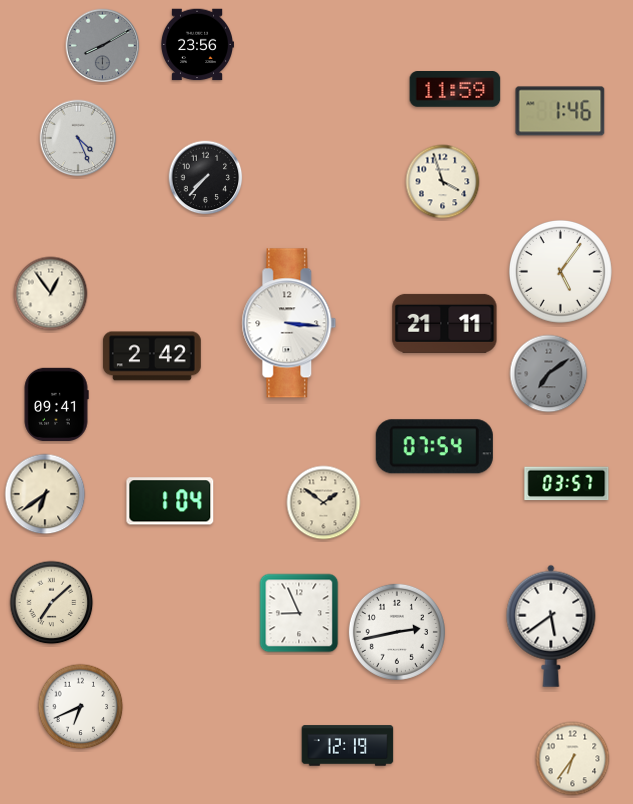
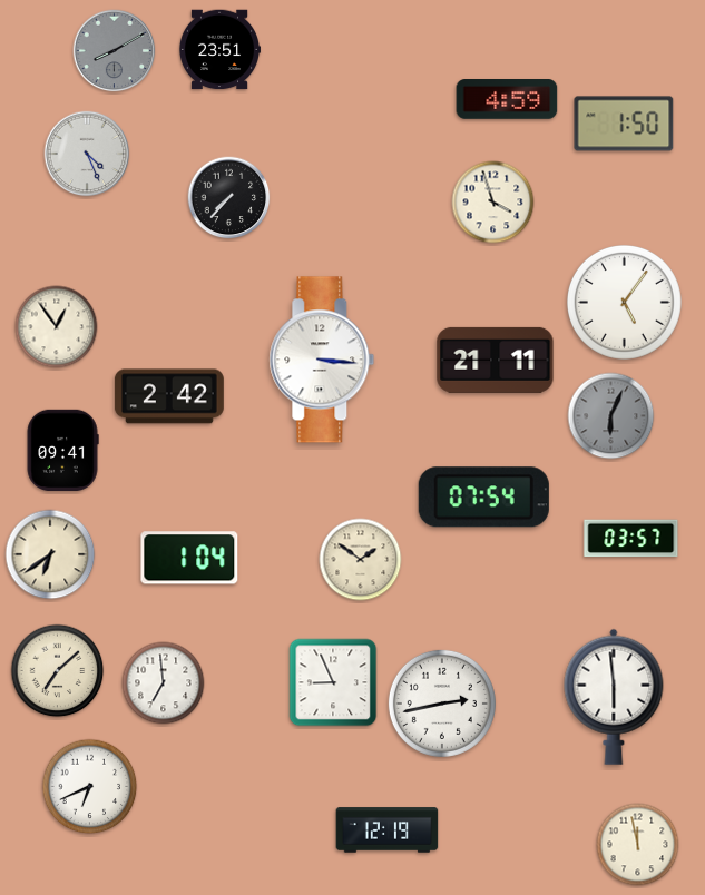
clock at (196, 45): 23:56 -> 23:51
clock at (455, 90): 11:59 -> 4:59
clock at (560, 111): 1:46 -> 1:50
clock at (549, 374): 7:09 -> 6:04
clock at (45, 494) position: (45, 494) -> (50, 554)
clock at (164, 683): none -> 6:59
clock at (551, 626): 5:39 -> 5:59
clock at (573, 759): 6:36 -> 11:58
